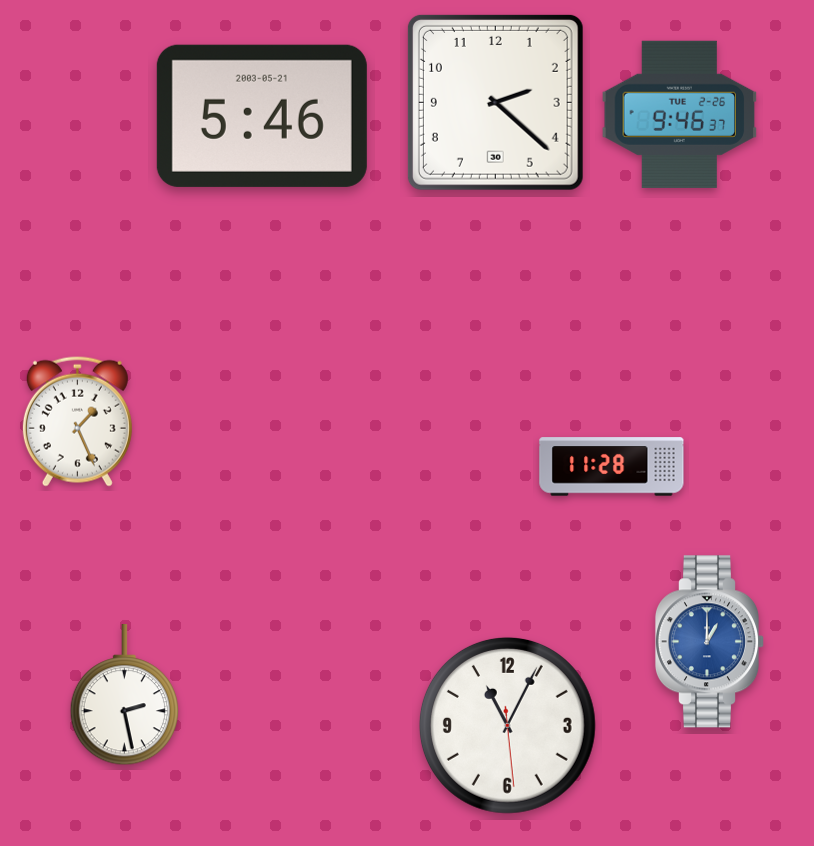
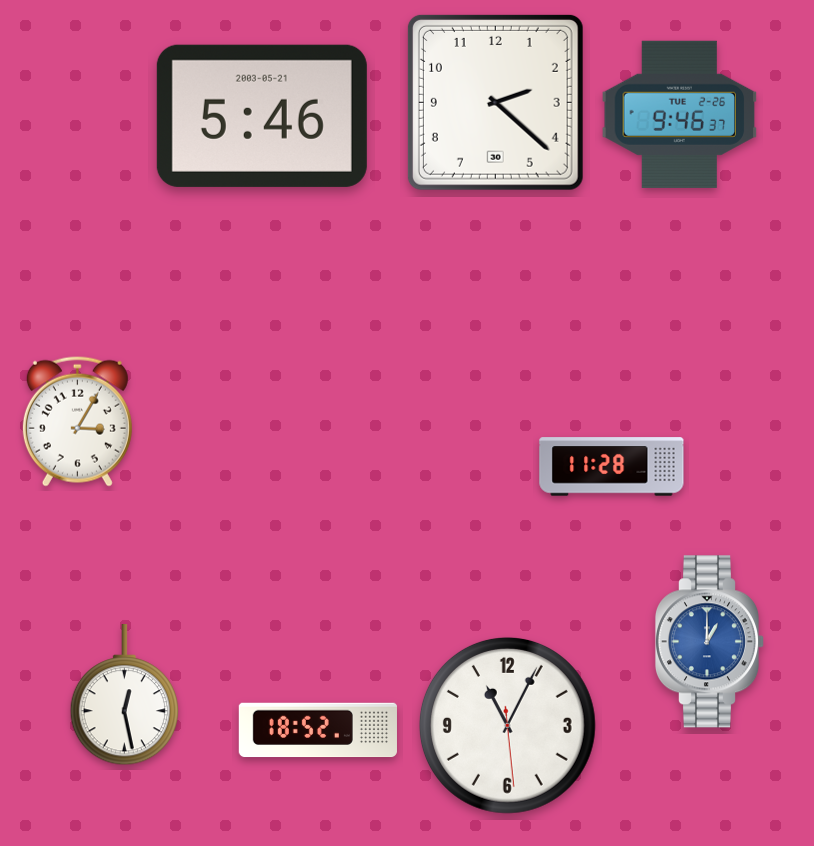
clock at (77, 421): 1:26 -> 3:05
clock at (124, 695): 2:28 -> 12:28
clock at (318, 730): none -> 18:52
